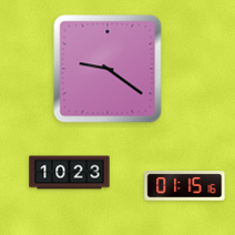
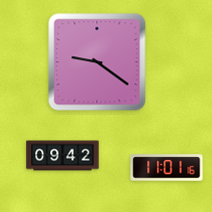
clock at (70, 173): 10:23 -> 09:42
clock at (185, 186): 01:15 -> 11:01
